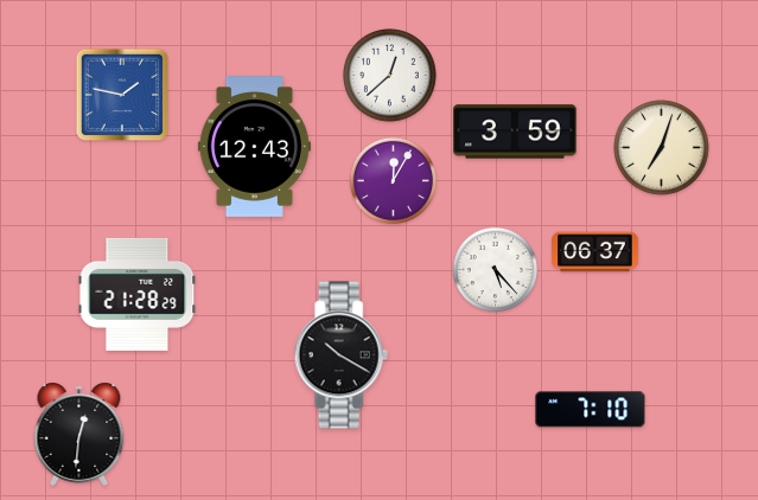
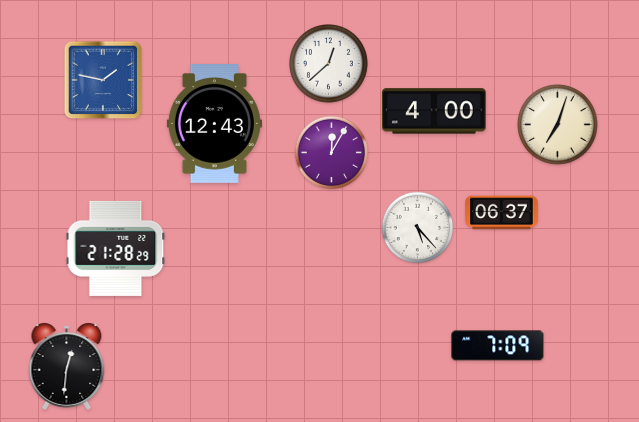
clock at (515, 132): 3:59 -> 4:00
clock at (340, 355): 10:20 -> none
clock at (591, 410): 7:10 -> 7:09
